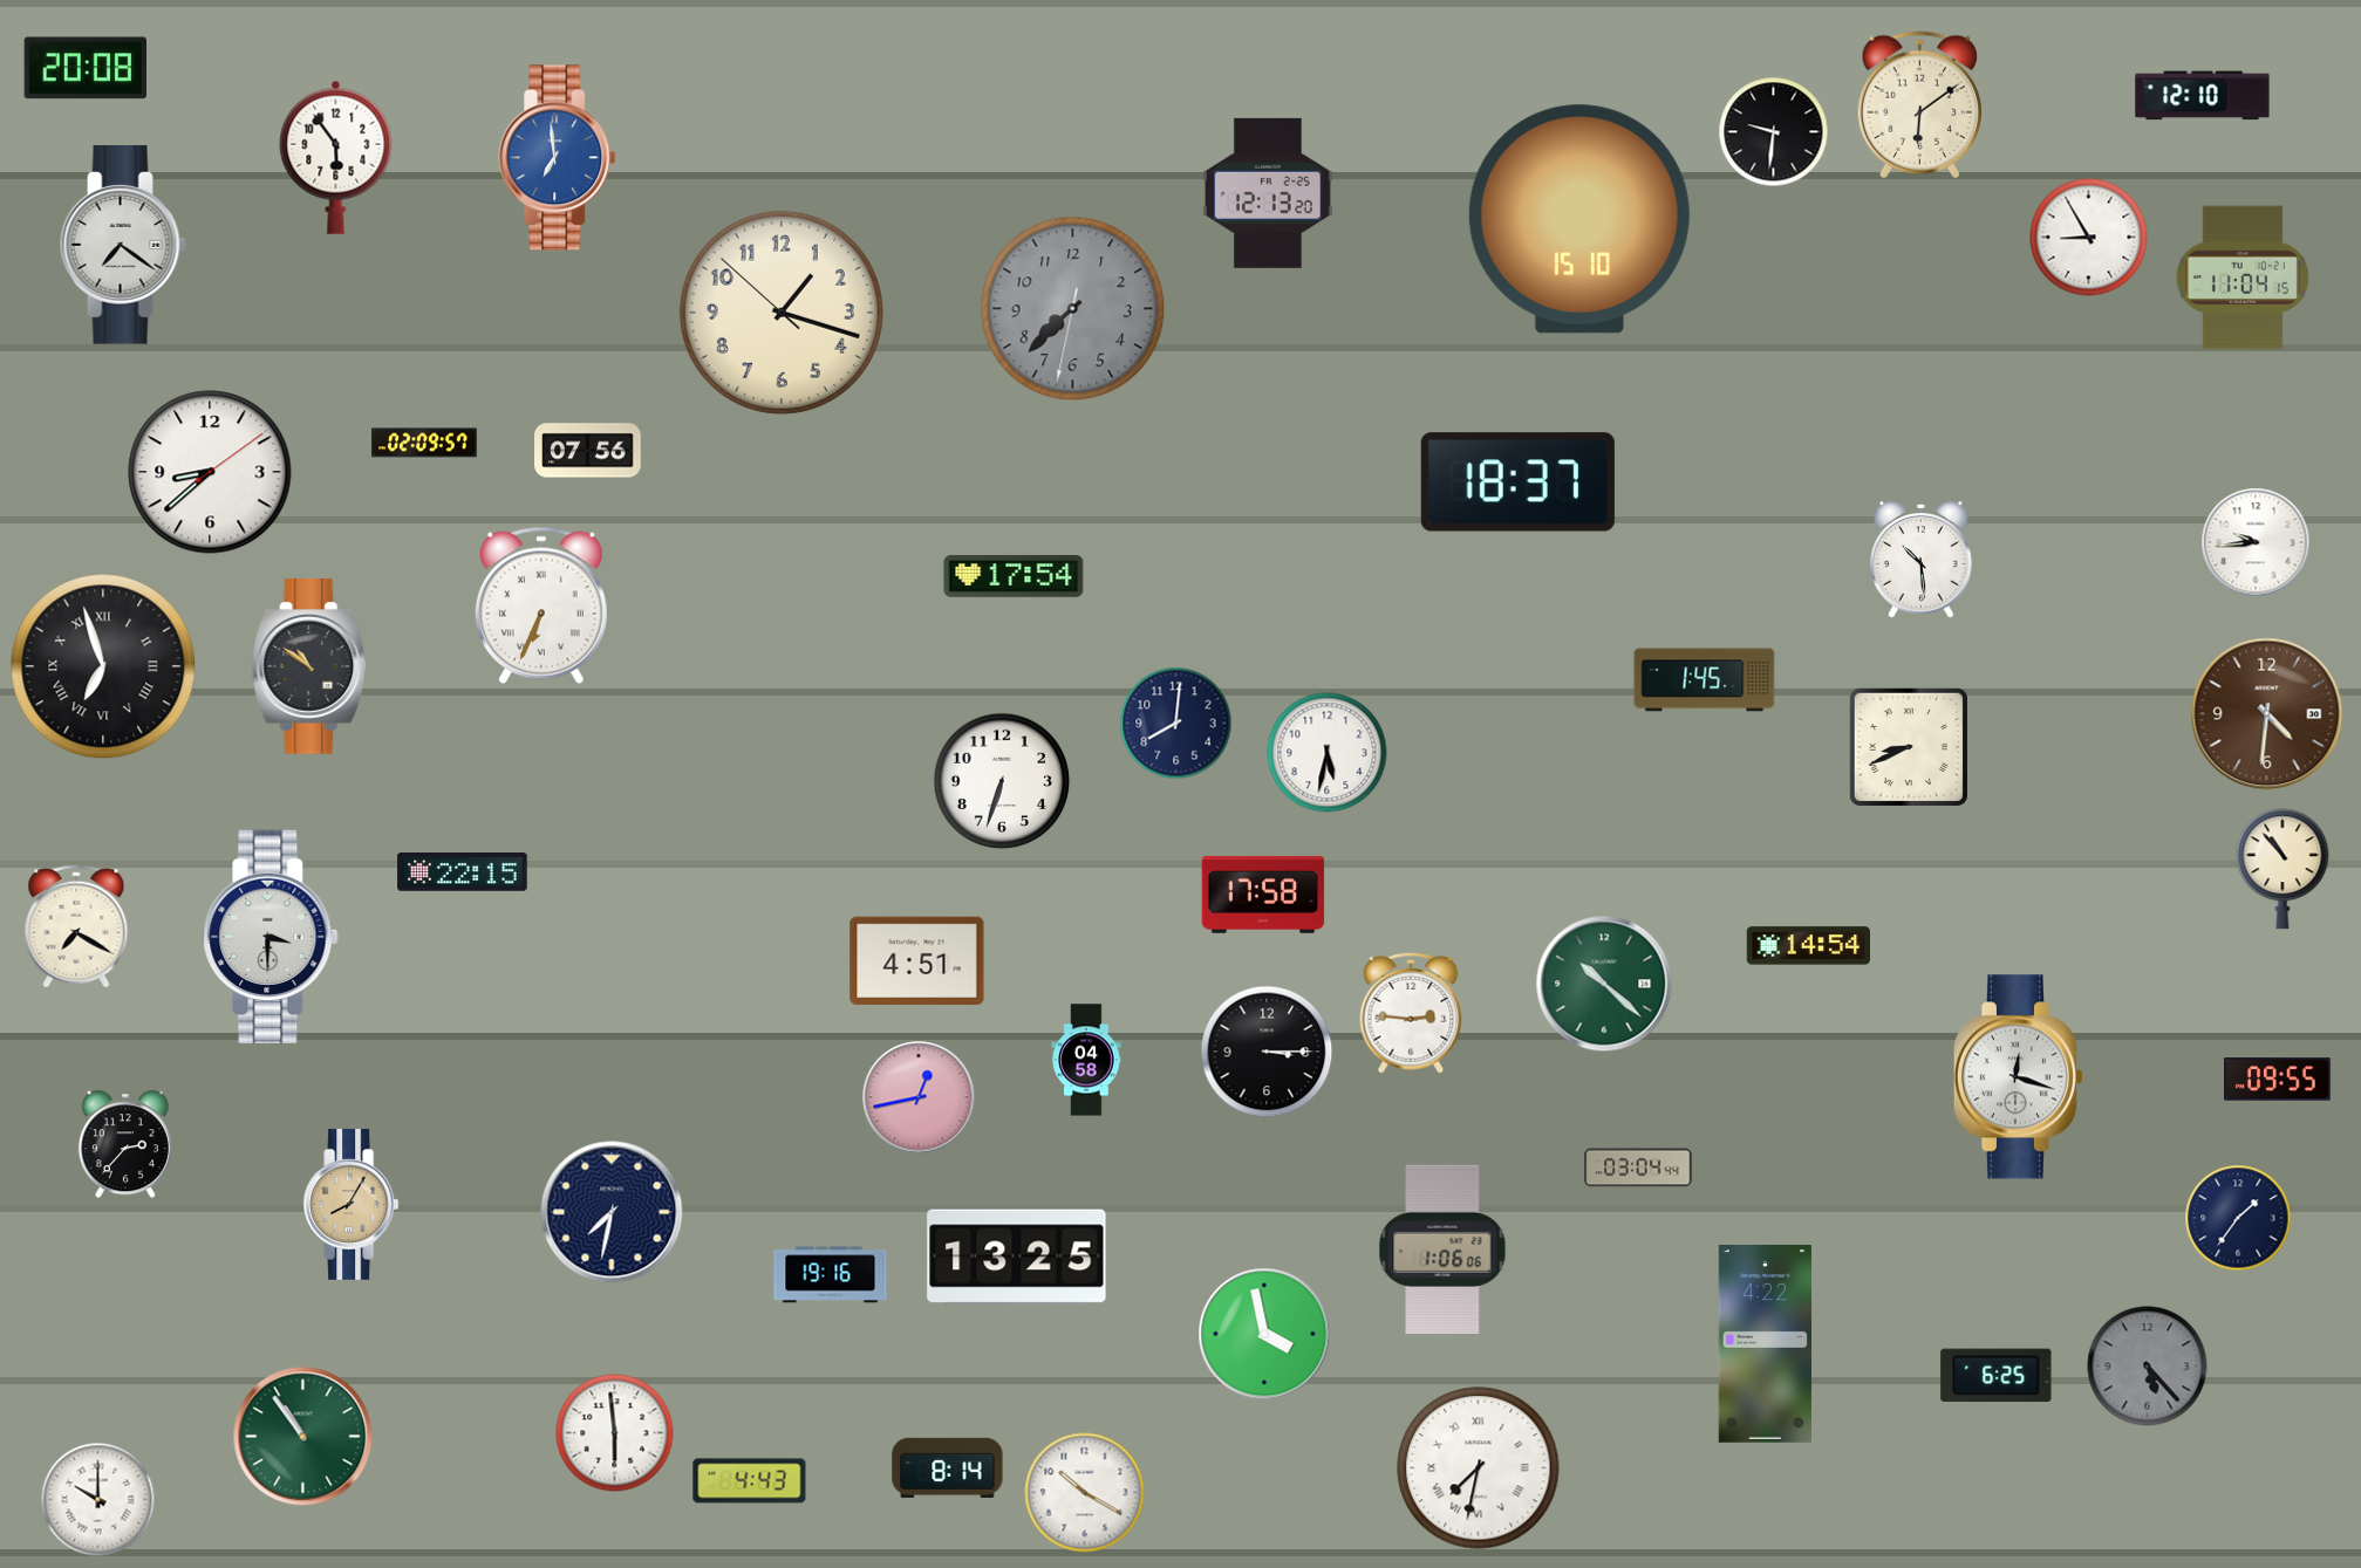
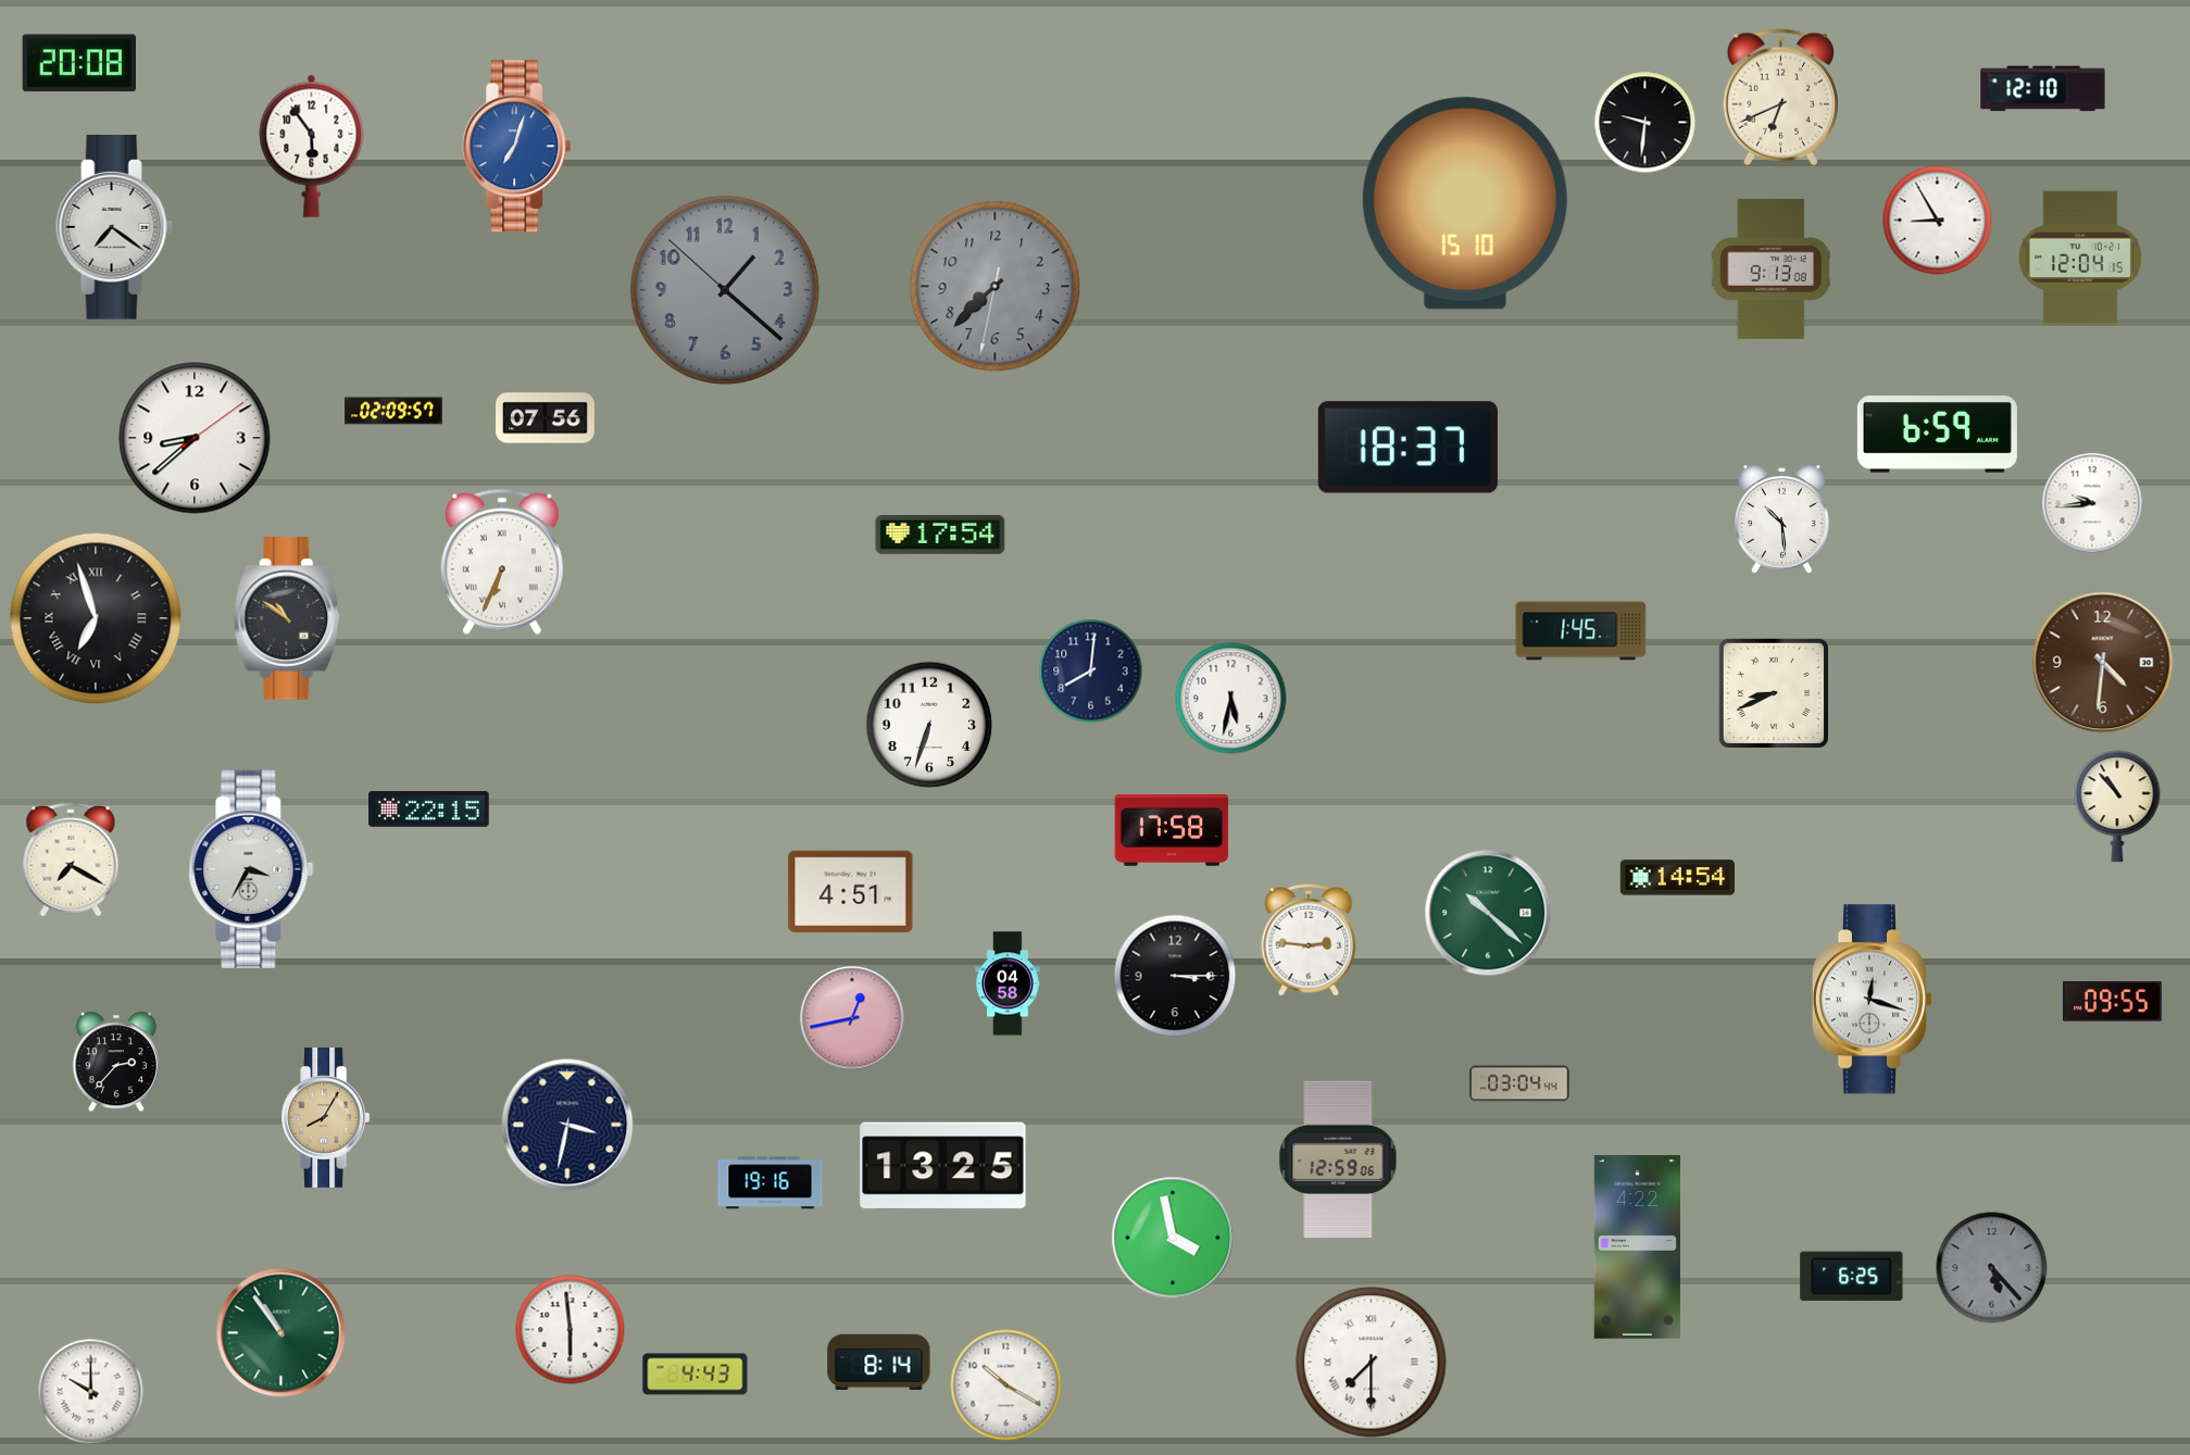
clock at (1919, 105): 6:09 -> 6:41
clock at (558, 158): 6:59 -> 7:03
clock at (1268, 193): 12:13 -> none
clock at (2243, 278): 11:04 -> 12:04
clock at (1770, 268): none -> 9:13
clock at (782, 313): 1:17 -> 1:21
clock at (782, 313) dial: cream -> grey
clock at (1937, 435): none -> 6:59
clock at (1909, 747) position: (1909, 747) -> (1774, 693)
clock at (271, 936): 3:30 -> 3:35
clock at (612, 1212): 7:32 -> 3:32
clock at (2238, 1218): 1:36 -> none
clock at (1442, 1248): 1:06 -> 12:59
clock at (1479, 1468): 7:32 -> 7:30
